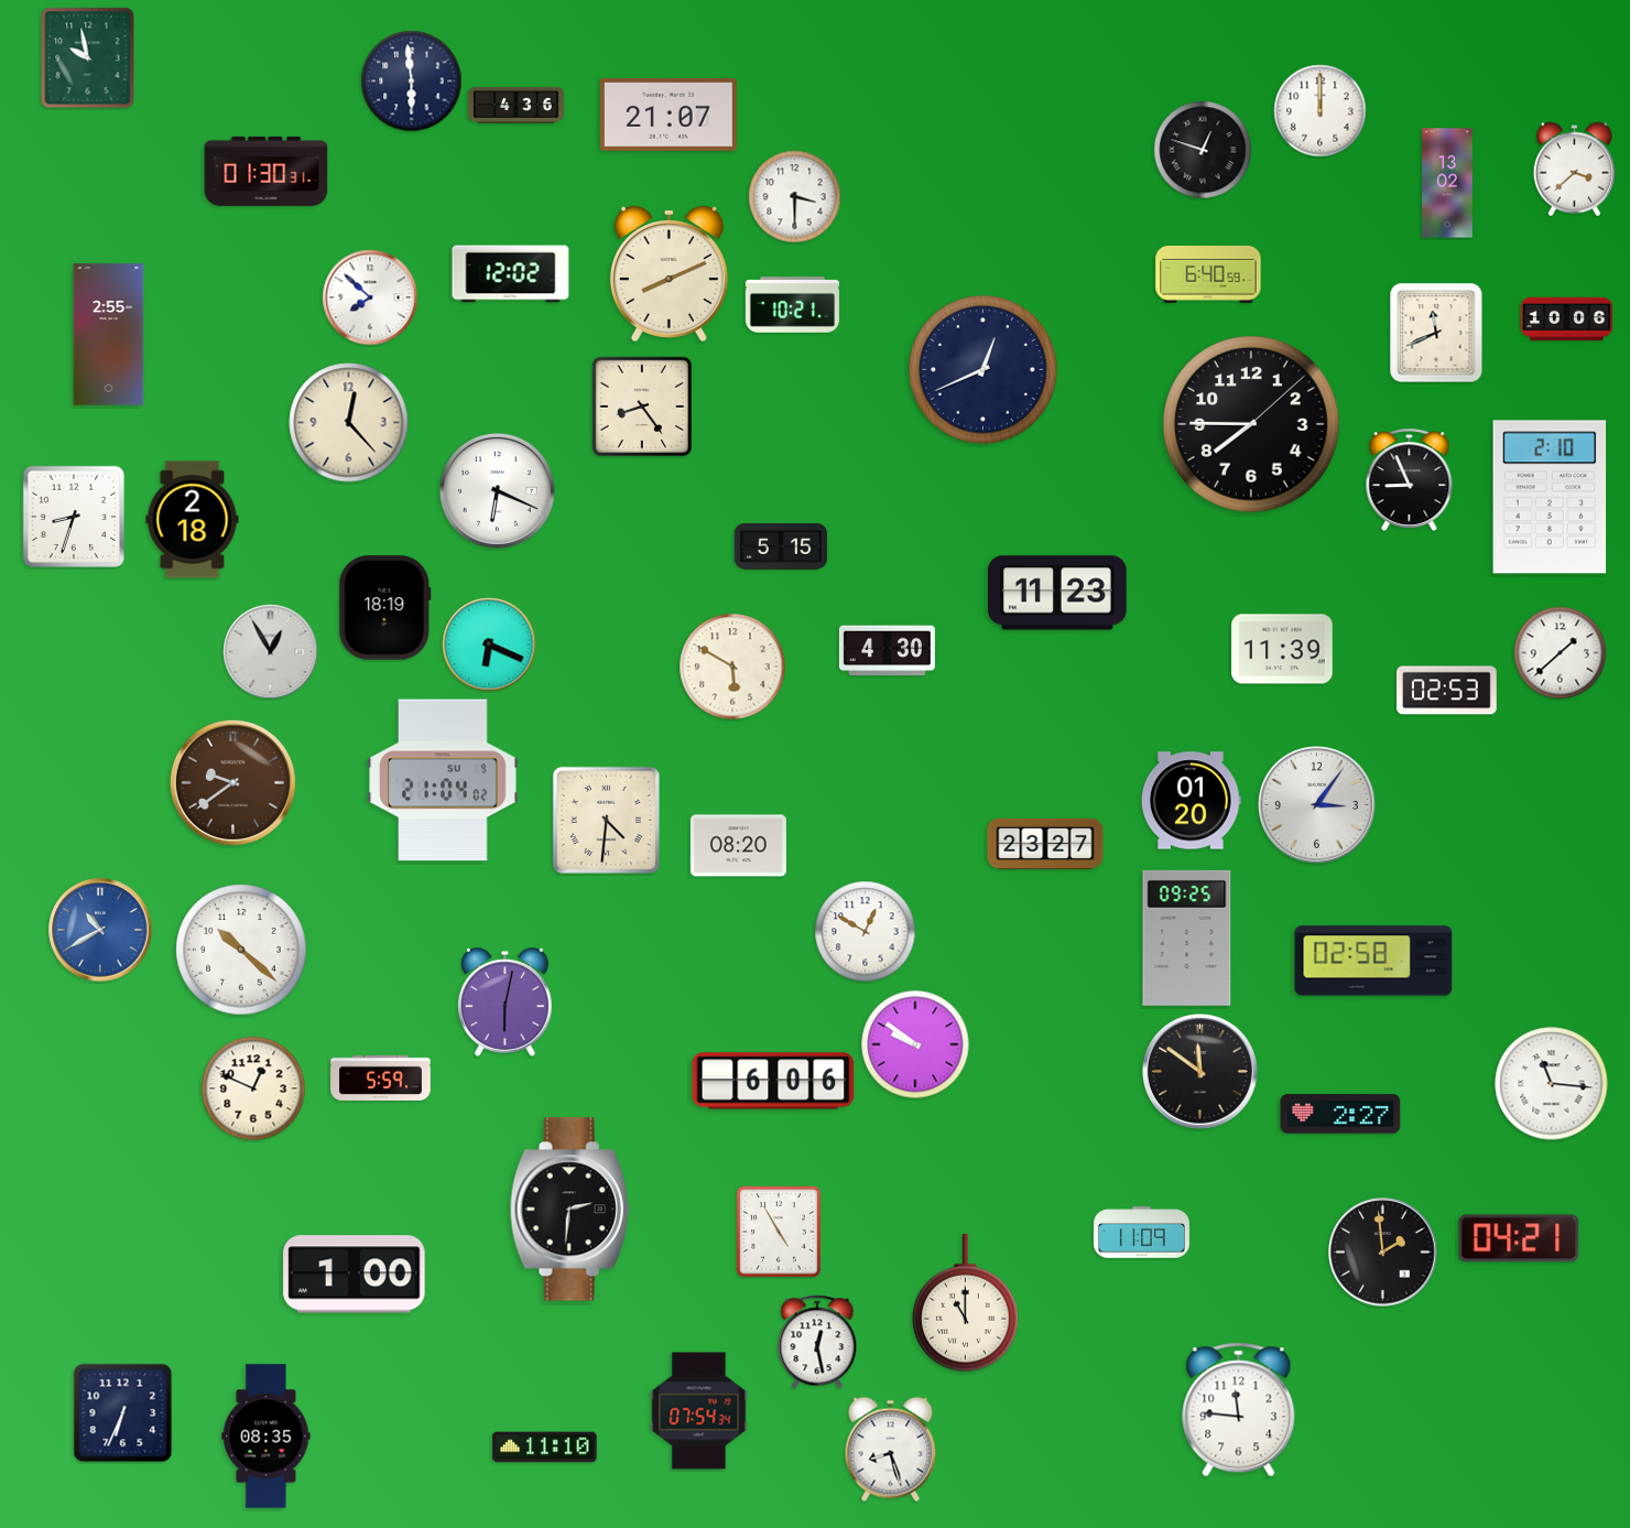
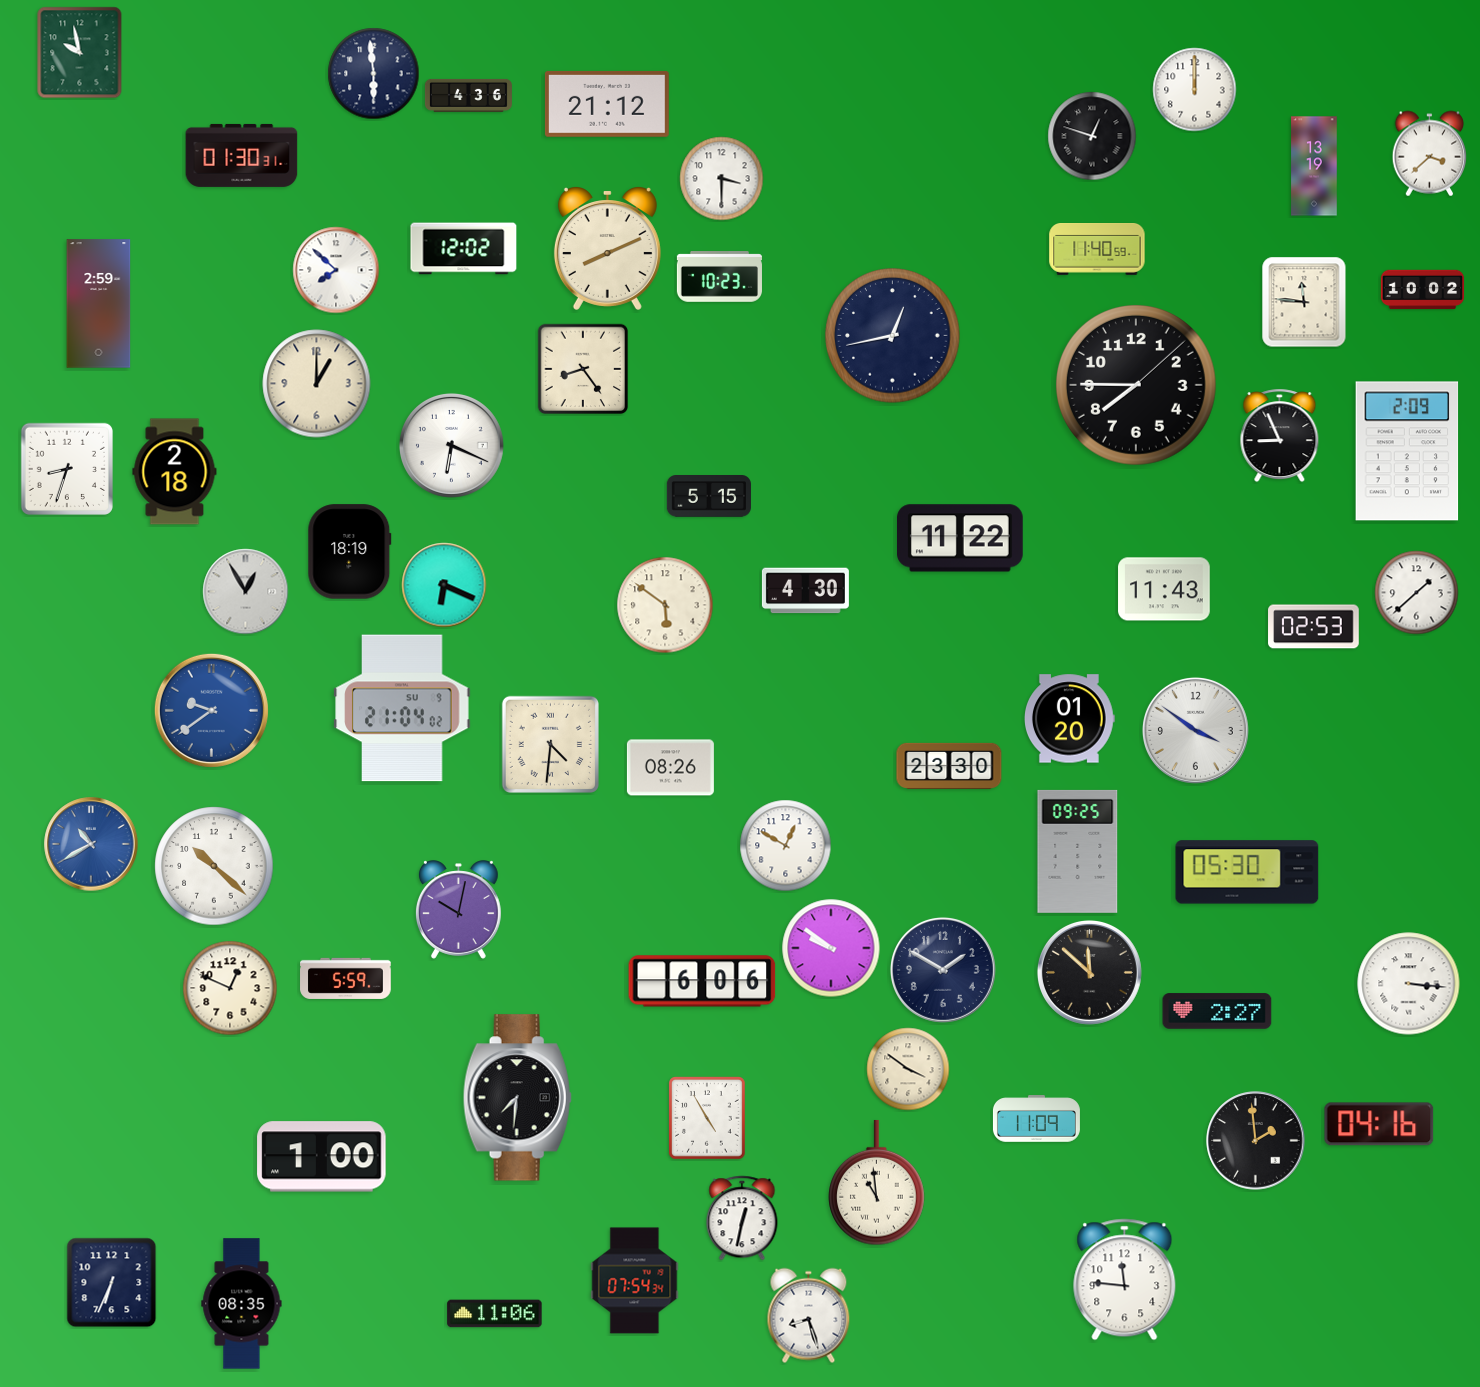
clock at (1321, 111) position: (1321, 111) -> (1195, 90)
clock at (669, 115): 21:07 -> 21:12
clock at (1447, 183): 13:02 -> 13:19
clock at (1208, 275): 6:40 -> 11:40
clock at (792, 305): 10:21 -> 10:23
clock at (1567, 319): 10:06 -> 10:02
clock at (1436, 333): 11:41 -> 11:46
clock at (109, 335): 2:55 -> 2:59
clock at (984, 370): 12:41 -> 12:43
clock at (349, 423): 12:23 -> 1:00
clock at (1550, 497): 2:10 -> 2:09
clock at (1058, 593): 11:23 -> 11:22
clock at (1282, 649): 11:39 -> 11:43
clock at (732, 667): 5:50 -> 5:51
clock at (232, 782) dial: brown -> blue
clock at (1192, 801) position: (1192, 801) -> (1070, 719)
clock at (1316, 804): 3:06 -> 3:51
clock at (1045, 844): 23:27 -> 23:30
clock at (738, 846): 08:20 -> 08:26
clock at (241, 950) position: (241, 950) -> (214, 866)
clock at (1373, 961): 02:58 -> 05:30
clock at (504, 1003): 6:02 -> 10:02
clock at (943, 970): none -> 1:50
clock at (1200, 1072): 11:51 -> 11:52
clock at (1552, 1084): 11:16 -> 3:16
clock at (908, 1069): none -> 3:51
clock at (569, 1210): 2:31 -> 7:31
clock at (1519, 1238): 04:21 -> 04:16
clock at (1383, 1253) position: (1383, 1253) -> (1256, 1141)
clock at (966, 1303): 11:00 -> 10:59
clock at (817, 1342): 12:28 -> 12:32
clock at (545, 1448): 11:10 -> 11:06
